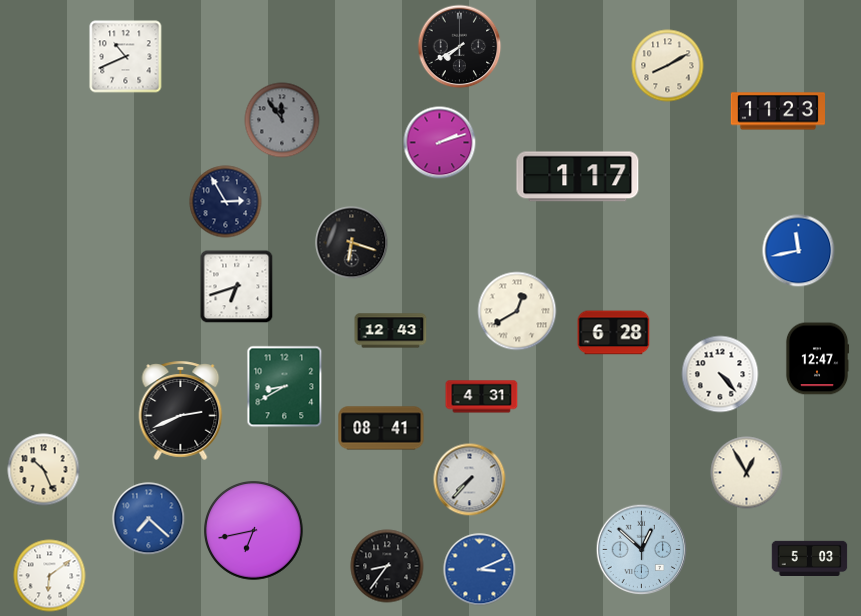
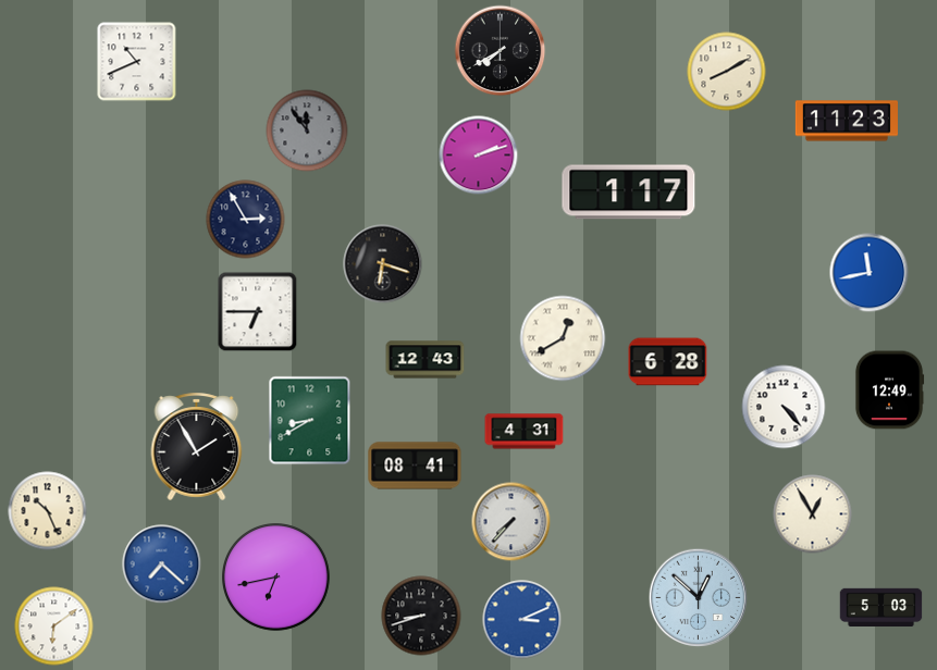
clock at (237, 287): 6:42 -> 6:45
clock at (817, 359): 12:47 -> 12:49
clock at (181, 410): 2:41 -> 1:55
clock at (387, 566): 8:36 -> 8:42
